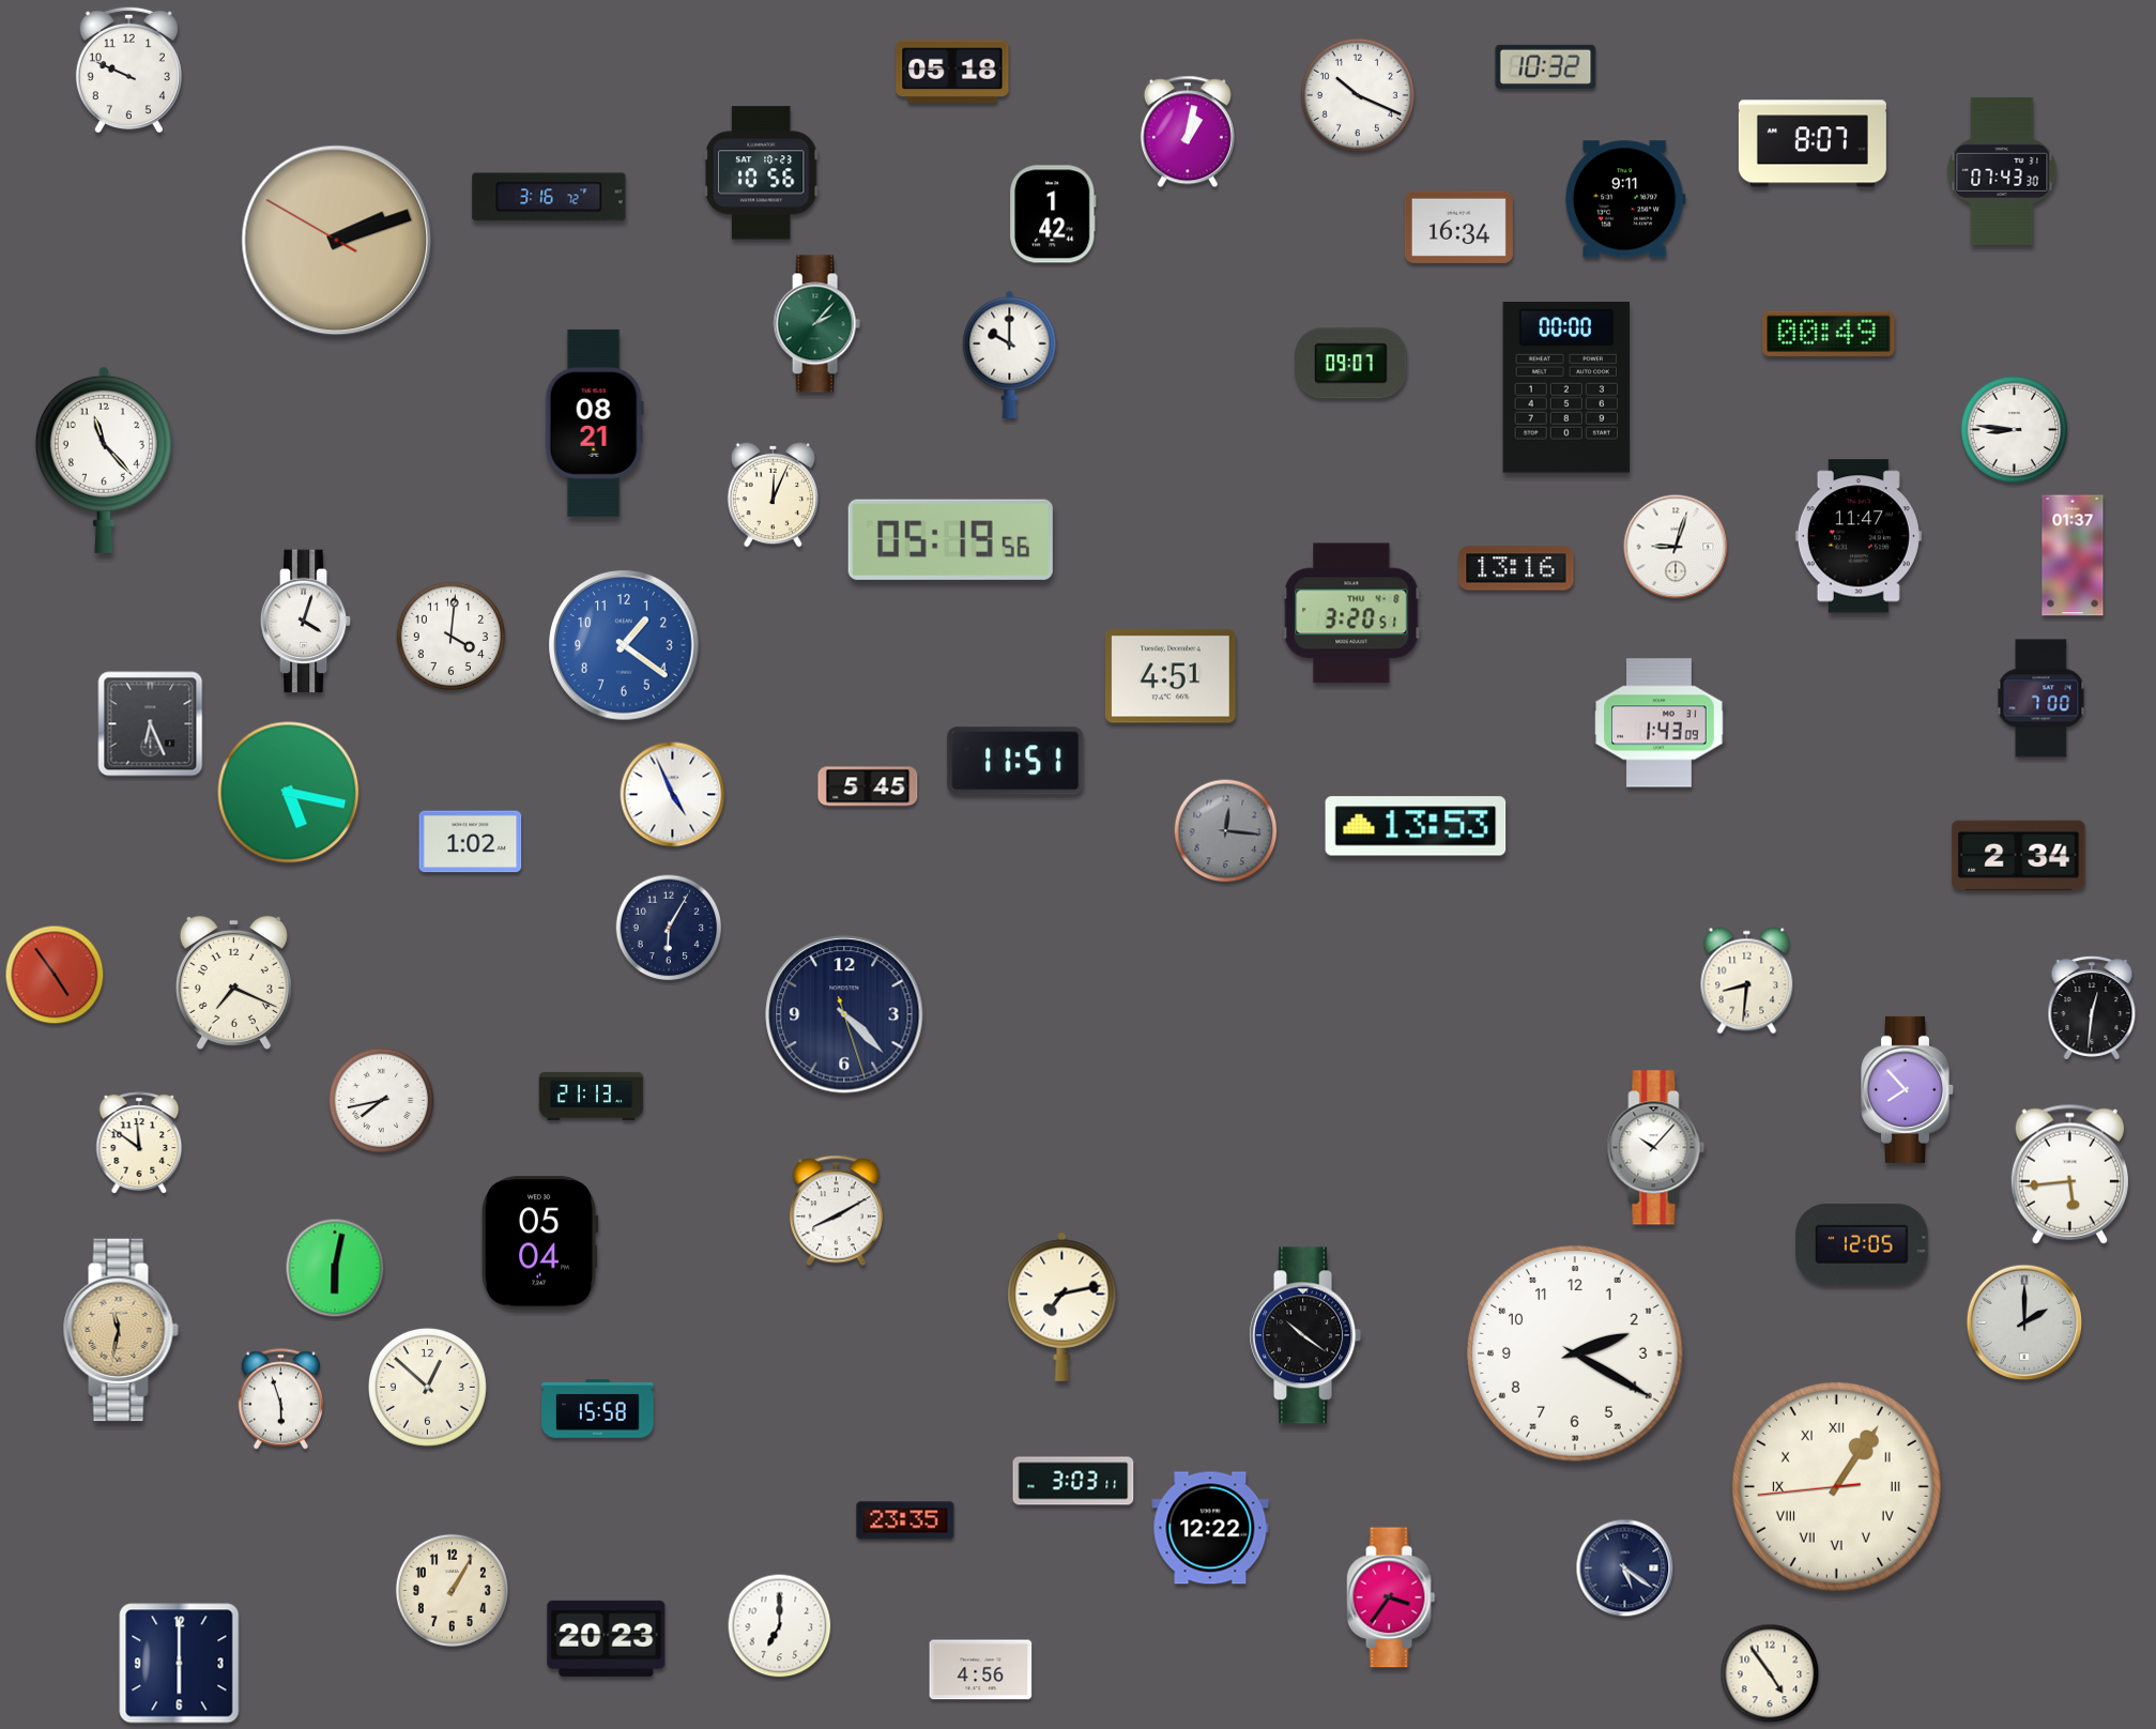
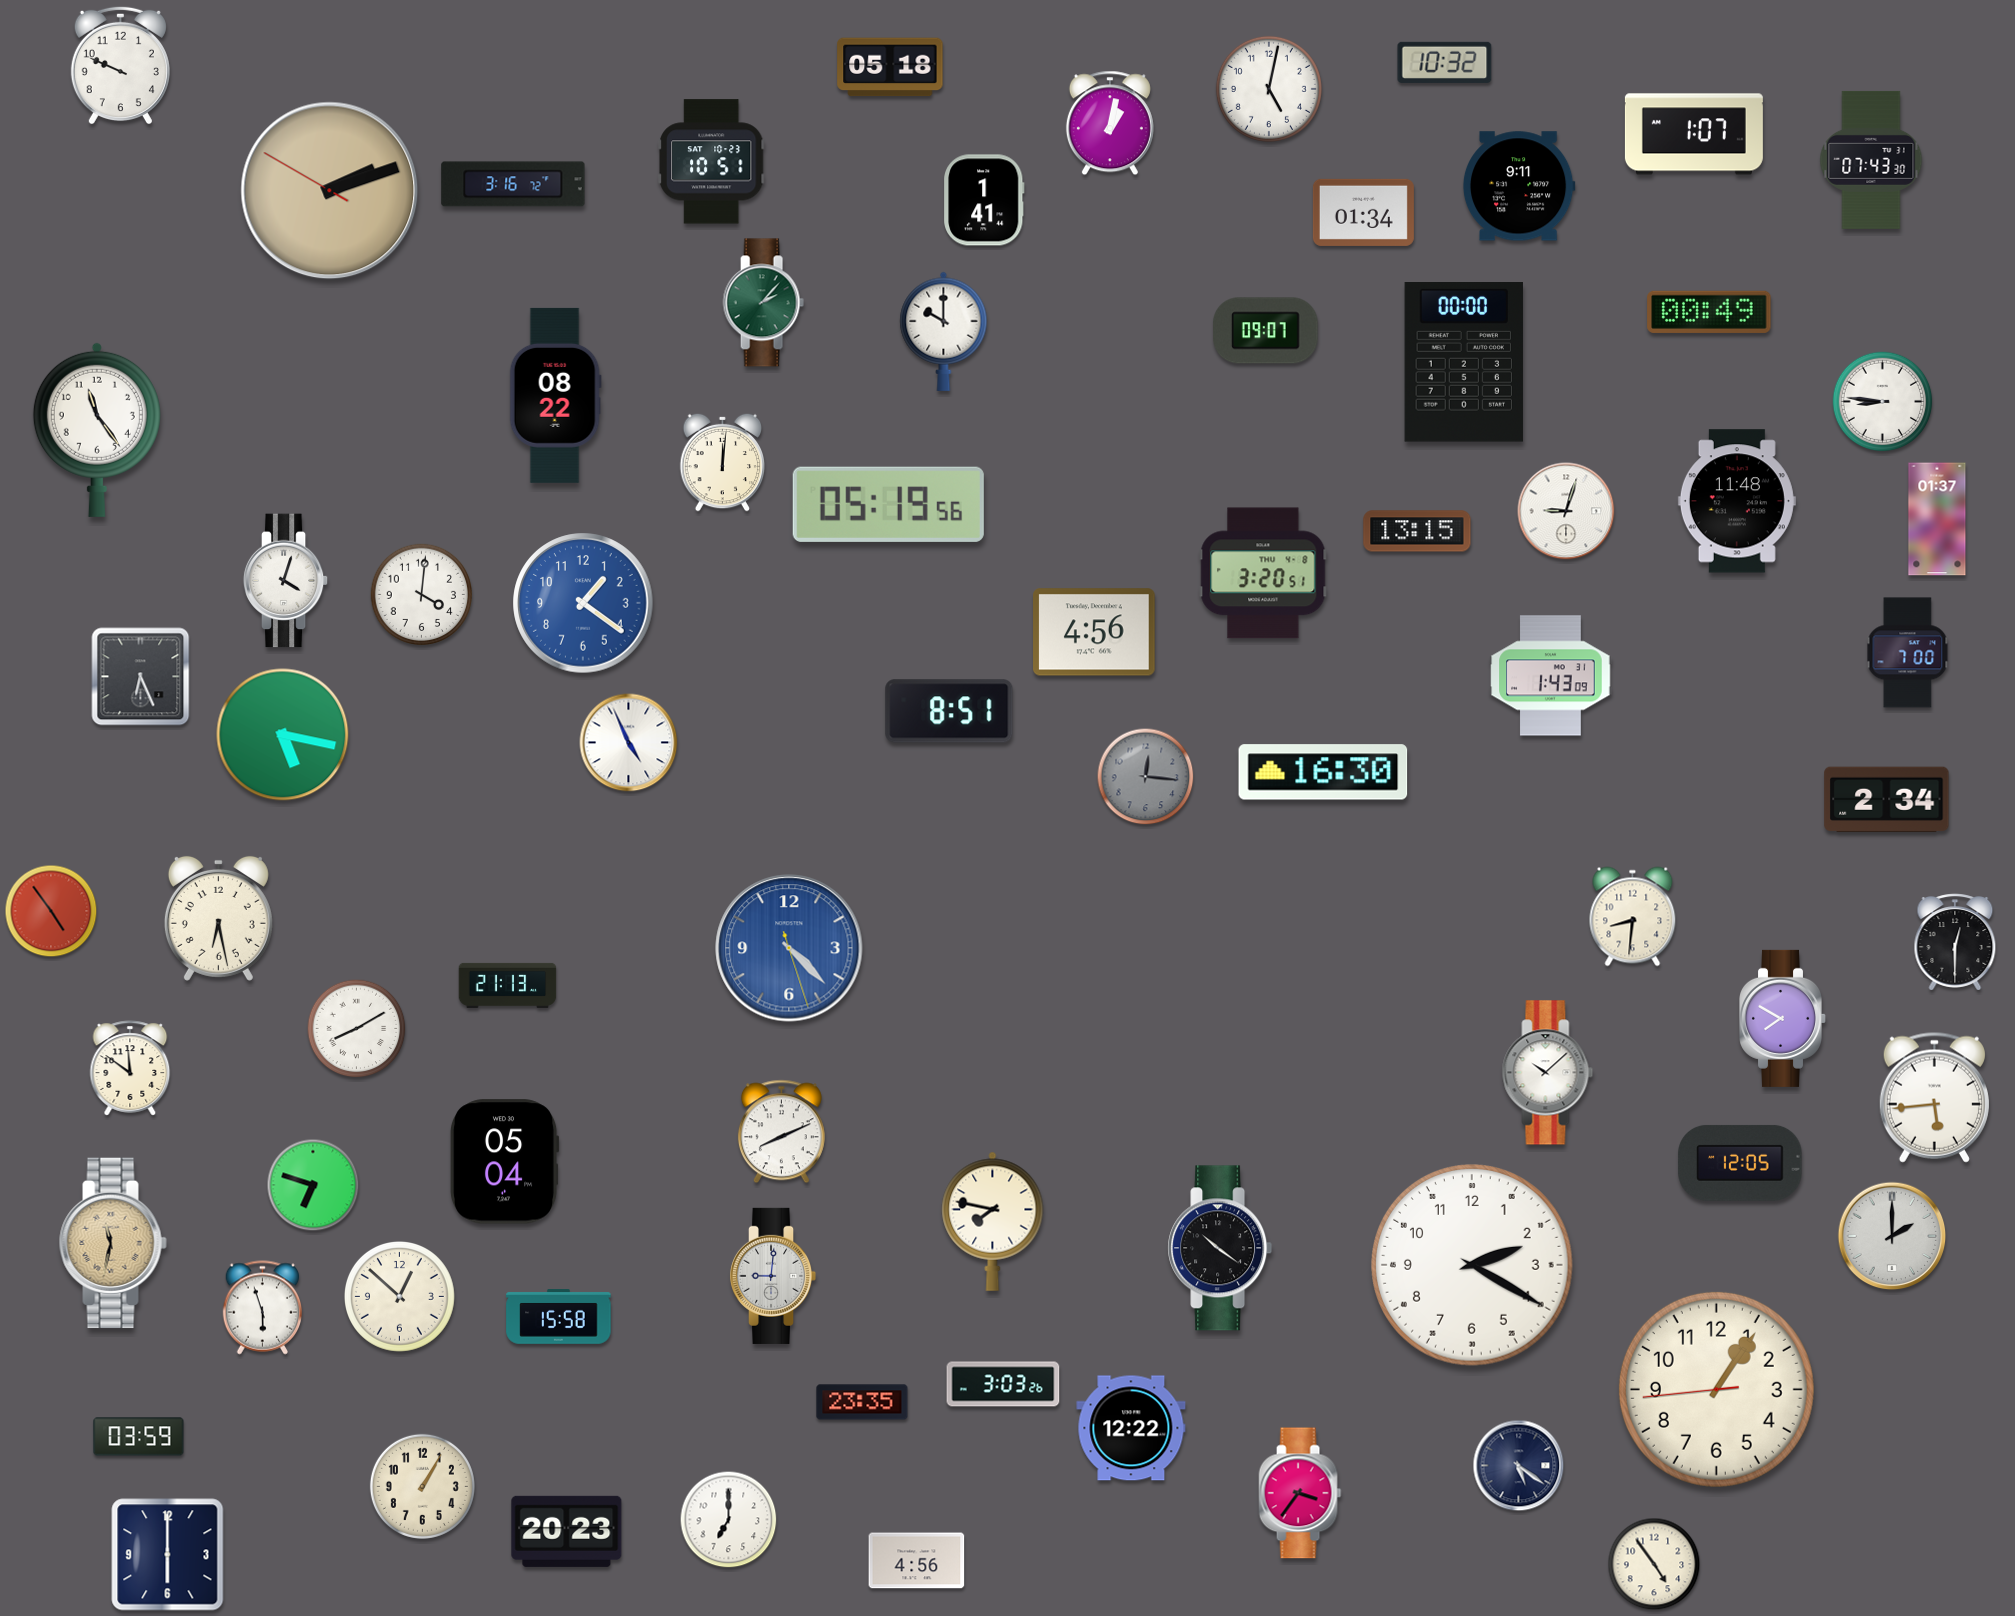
clock at (1358, 95): 10:19 -> 5:02
clock at (1813, 143): 8:07 -> 1:07
clock at (761, 173): 10:56 -> 10:51
clock at (1053, 214): 1:42 -> 1:41
clock at (1458, 227): 16:34 -> 01:34
clock at (337, 241) position: (337, 241) -> (330, 191)
clock at (1351, 364) position: (1351, 364) -> (1266, 331)
clock at (594, 423): 08:21 -> 08:22
clock at (104, 460): 11:23 -> 11:24
clock at (774, 494): 12:04 -> 12:01
clock at (1859, 536): 11:47 -> 11:48
clock at (1516, 568): 13:16 -> 13:15
clock at (1172, 676): 4:51 -> 4:56
clock at (1015, 761): 11:51 -> 8:51
clock at (868, 786): 5:45 -> none
clock at (289, 793) position: (289, 793) -> (283, 735)
clock at (1416, 826): 13:53 -> 16:30
clock at (471, 842): 1:02 -> none
clock at (669, 928): 6:05 -> none
clock at (233, 982): 7:19 -> 6:28
clock at (2092, 1008): 12:31 -> 12:30
clock at (844, 1014) dial: navy -> blue
clock at (1908, 1089): 7:53 -> 7:50
clock at (592, 1096) position: (592, 1096) -> (508, 985)
clock at (382, 1101): 7:43 -> 8:10
clock at (1656, 1148): 10:07 -> 10:08
clock at (836, 1211): 8:10 -> 8:11
clock at (335, 1268): 6:02 -> 6:48
clock at (1062, 1306): 7:13 -> 7:47
clock at (773, 1276): none -> 9:01
clock at (1073, 1481): 3:03:11 -> 3:03:26
clock at (1836, 1486) numerals: Roman -> Arabic
clock at (905, 1520) position: (905, 1520) -> (862, 1402)
clock at (139, 1437): none -> 03:59
